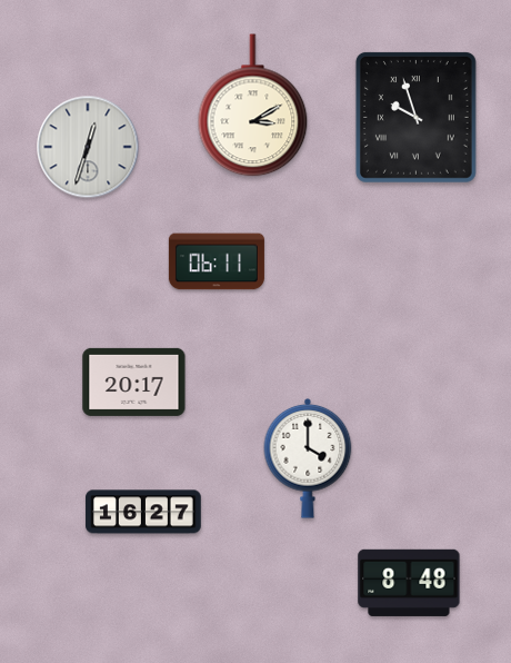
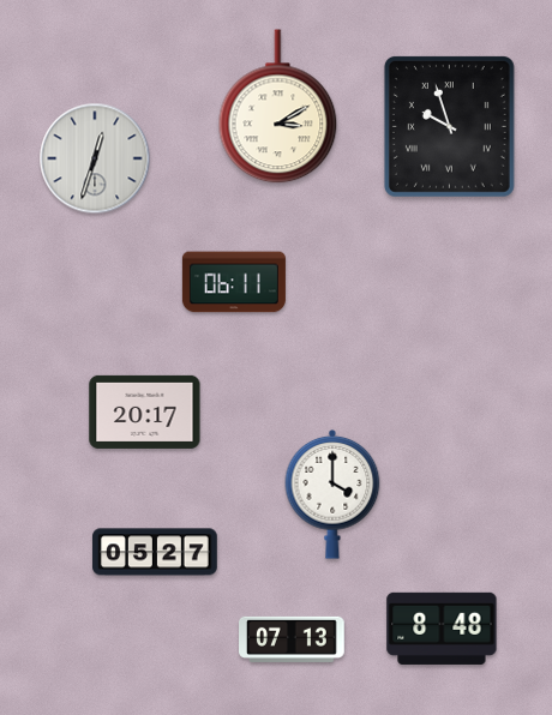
clock at (253, 106) position: (253, 106) -> (278, 107)
clock at (143, 512): 16:27 -> 05:27
clock at (293, 639): none -> 07:13
